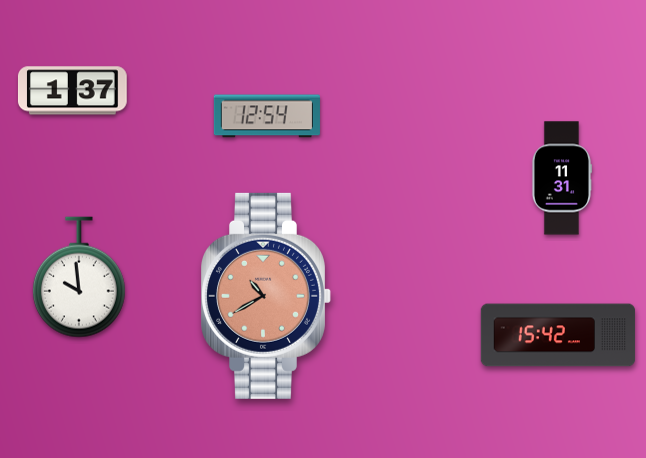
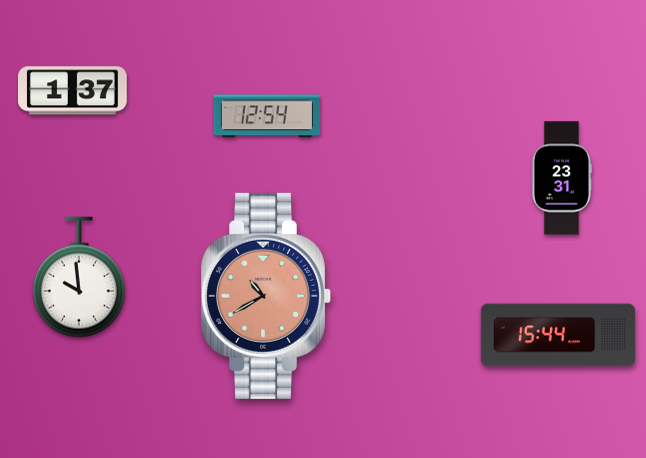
clock at (561, 178): 11:31 -> 23:31
clock at (558, 335): 15:42 -> 15:44
